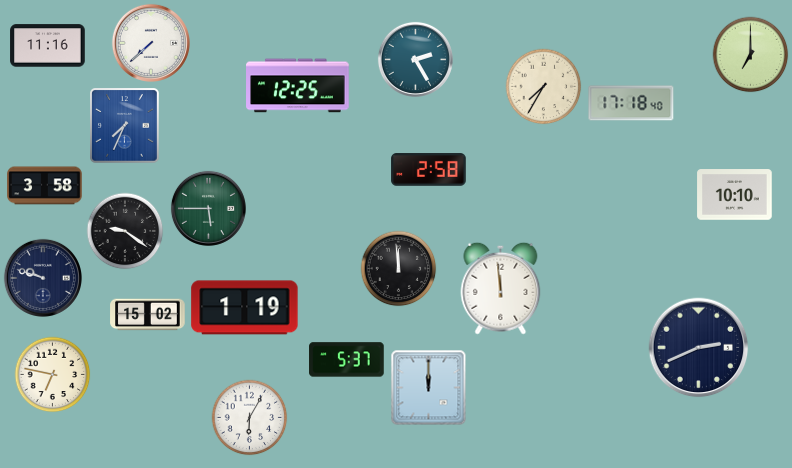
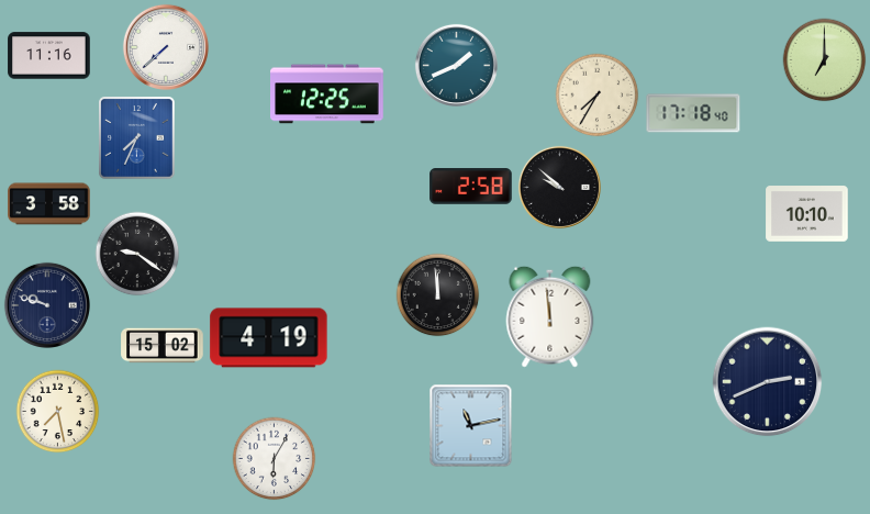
clock at (48, 46) position: (48, 46) -> (49, 56)
clock at (415, 59): 2:25 -> 1:41
clock at (559, 187): none -> 9:52
clock at (208, 208): 5:45 -> none
clock at (245, 308): 1:19 -> 4:19
clock at (347, 360): 5:37 -> none
clock at (53, 375): 6:47 -> 7:28
clock at (429, 388): 12:00 -> 11:13
